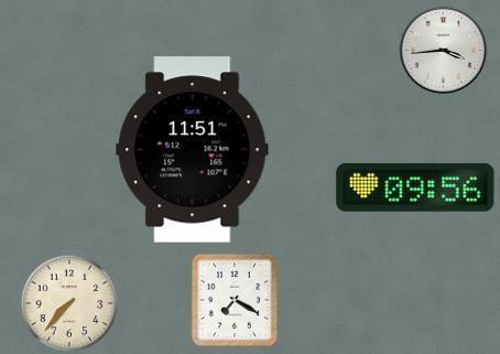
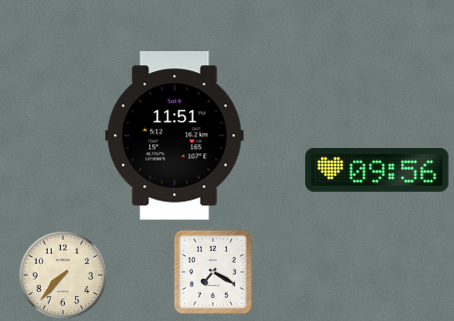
clock at (444, 51): 3:44 -> none
